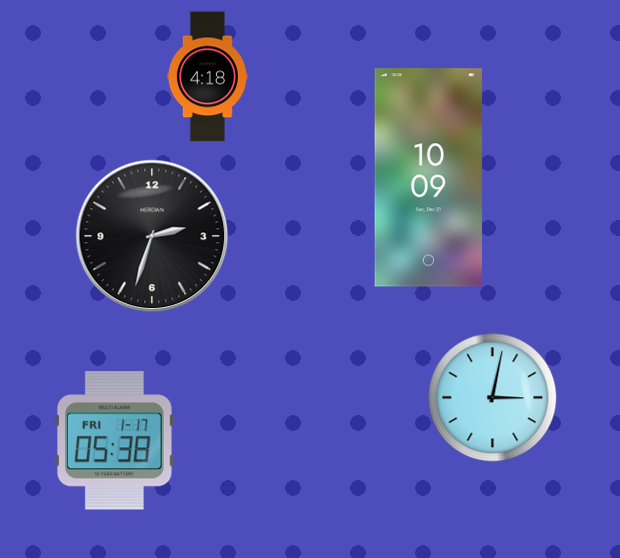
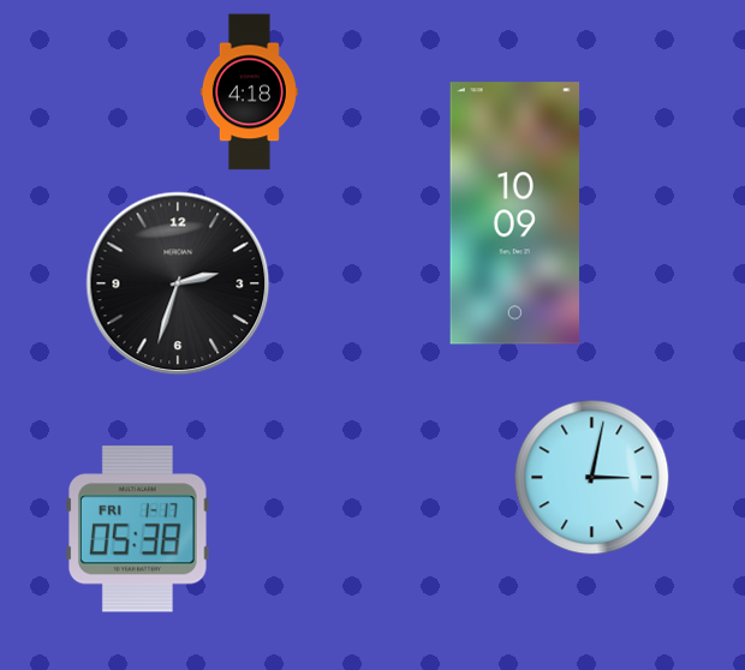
clock at (152, 236) position: (152, 236) -> (178, 283)
